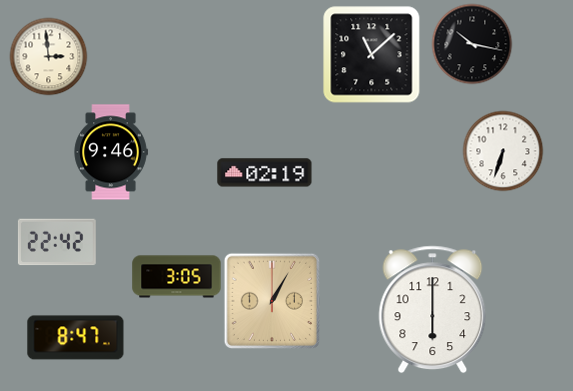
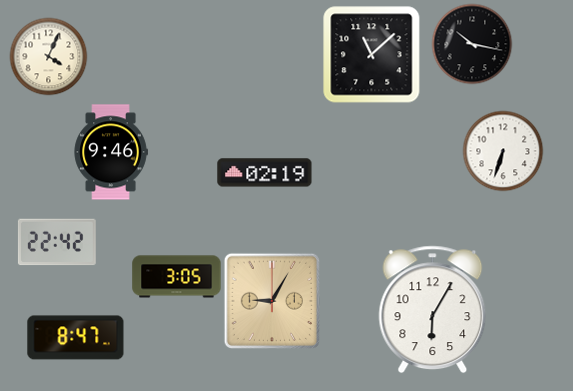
clock at (48, 56): 2:59 -> 4:04
clock at (271, 300): 1:05 -> 9:05
clock at (433, 310): 6:00 -> 6:05
